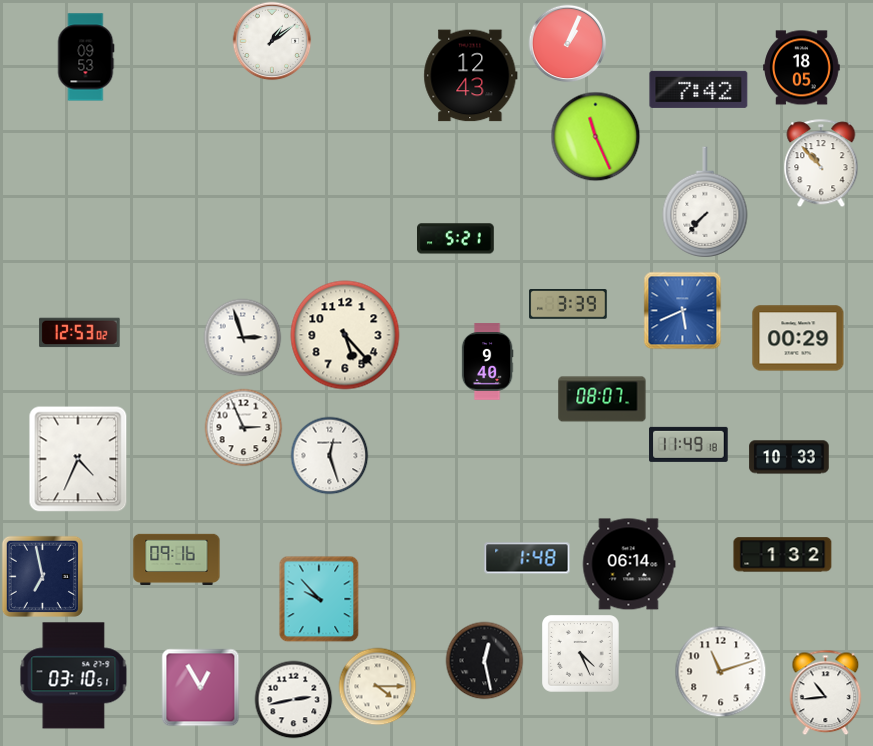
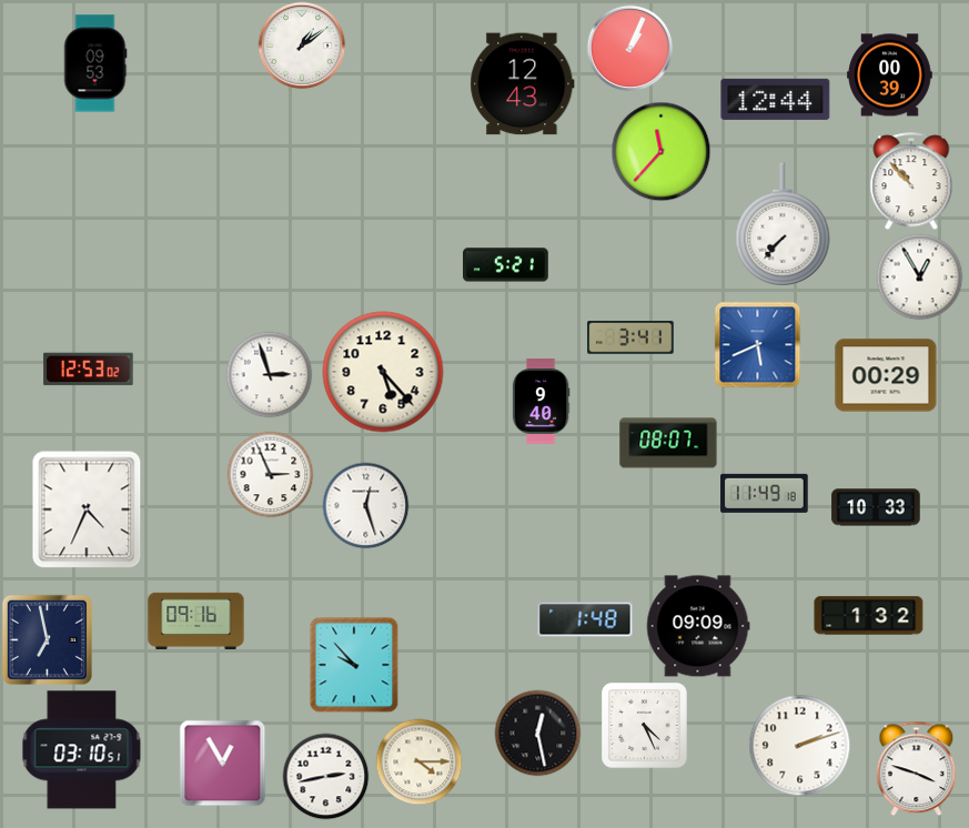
clock at (802, 68): 18:05 -> 00:39
clock at (699, 89): 7:42 -> 12:44
clock at (595, 136): 11:26 -> 11:37
clock at (919, 276): none -> 12:55
clock at (568, 305): 3:39 -> 3:41
clock at (629, 564): 06:14 -> 09:09
clock at (720, 671): 11:12 -> 2:12
clock at (826, 692): 10:44 -> 3:48
